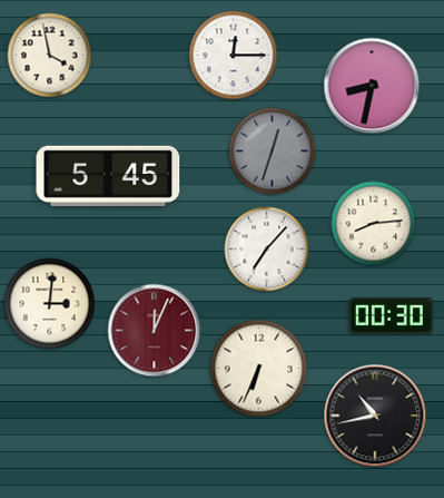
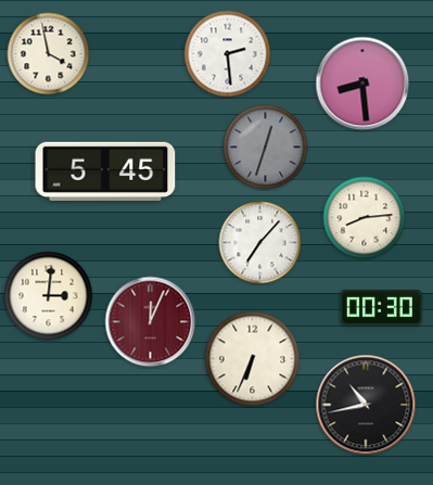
clock at (234, 56): 12:15 -> 2:29
clock at (372, 86): 8:32 -> 8:29
